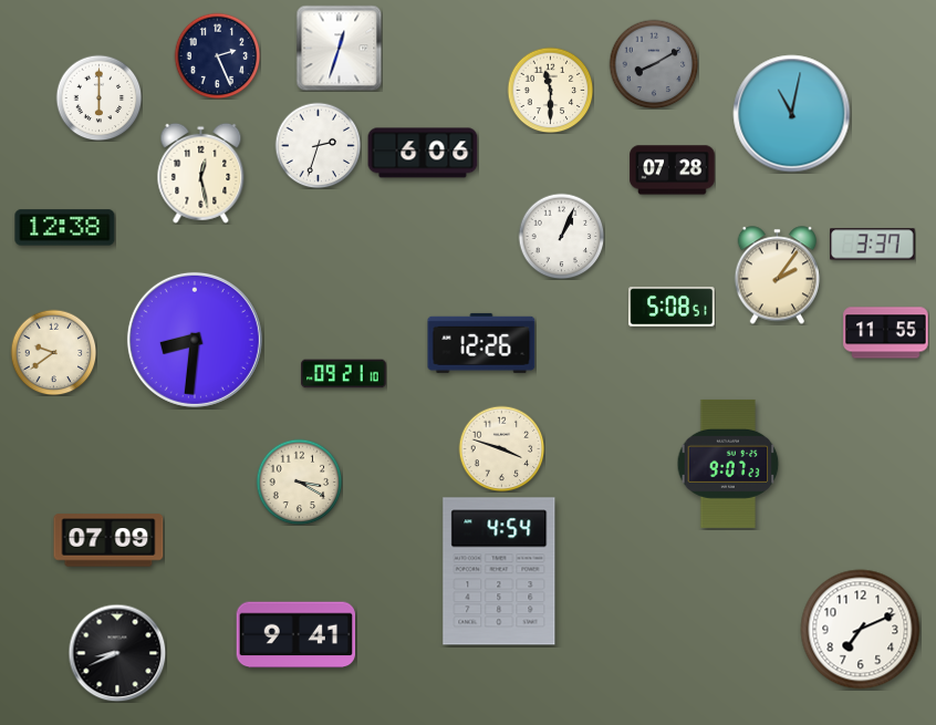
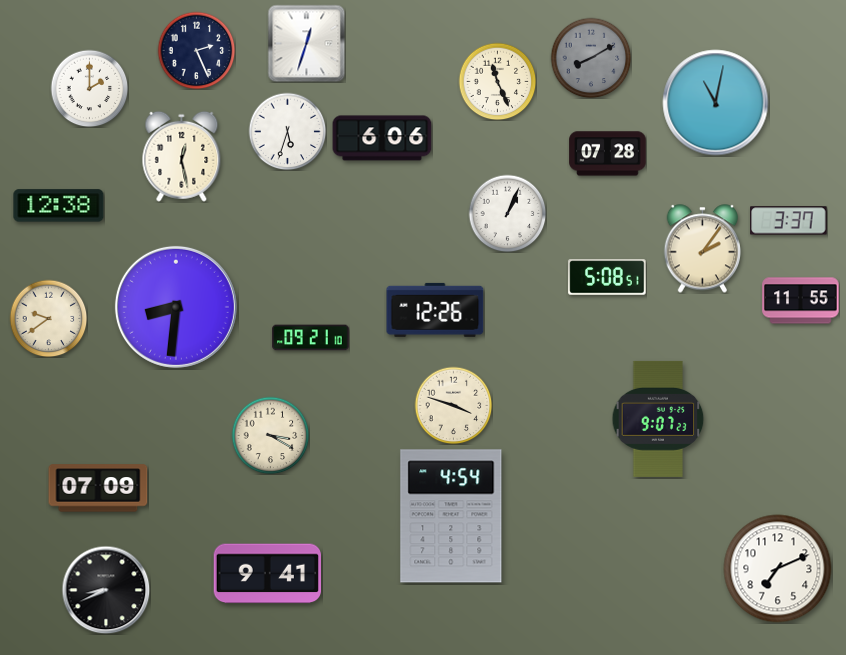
clock at (550, 90): 11:30 -> 11:26
clock at (98, 97): 6:00 -> 2:00
clock at (318, 145): 2:33 -> 5:33
